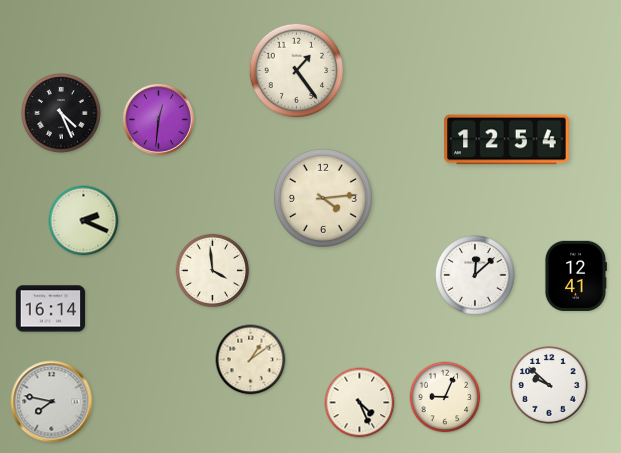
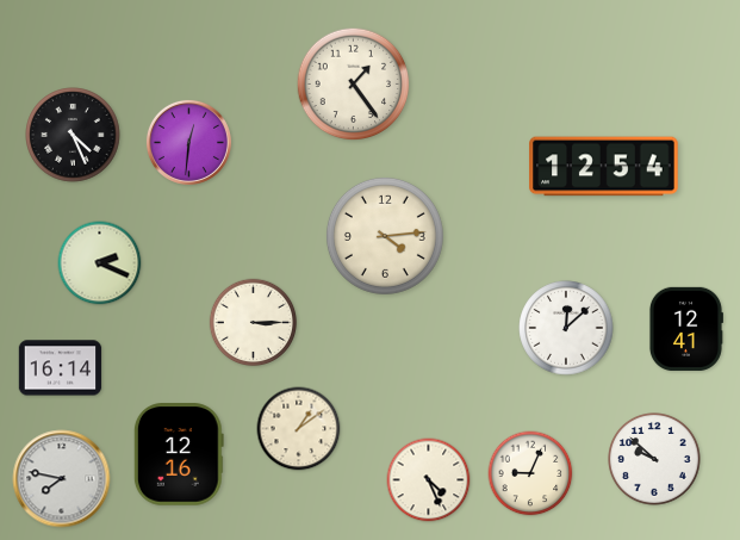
clock at (213, 271): 3:59 -> 3:15
clock at (179, 454): none -> 12:16
